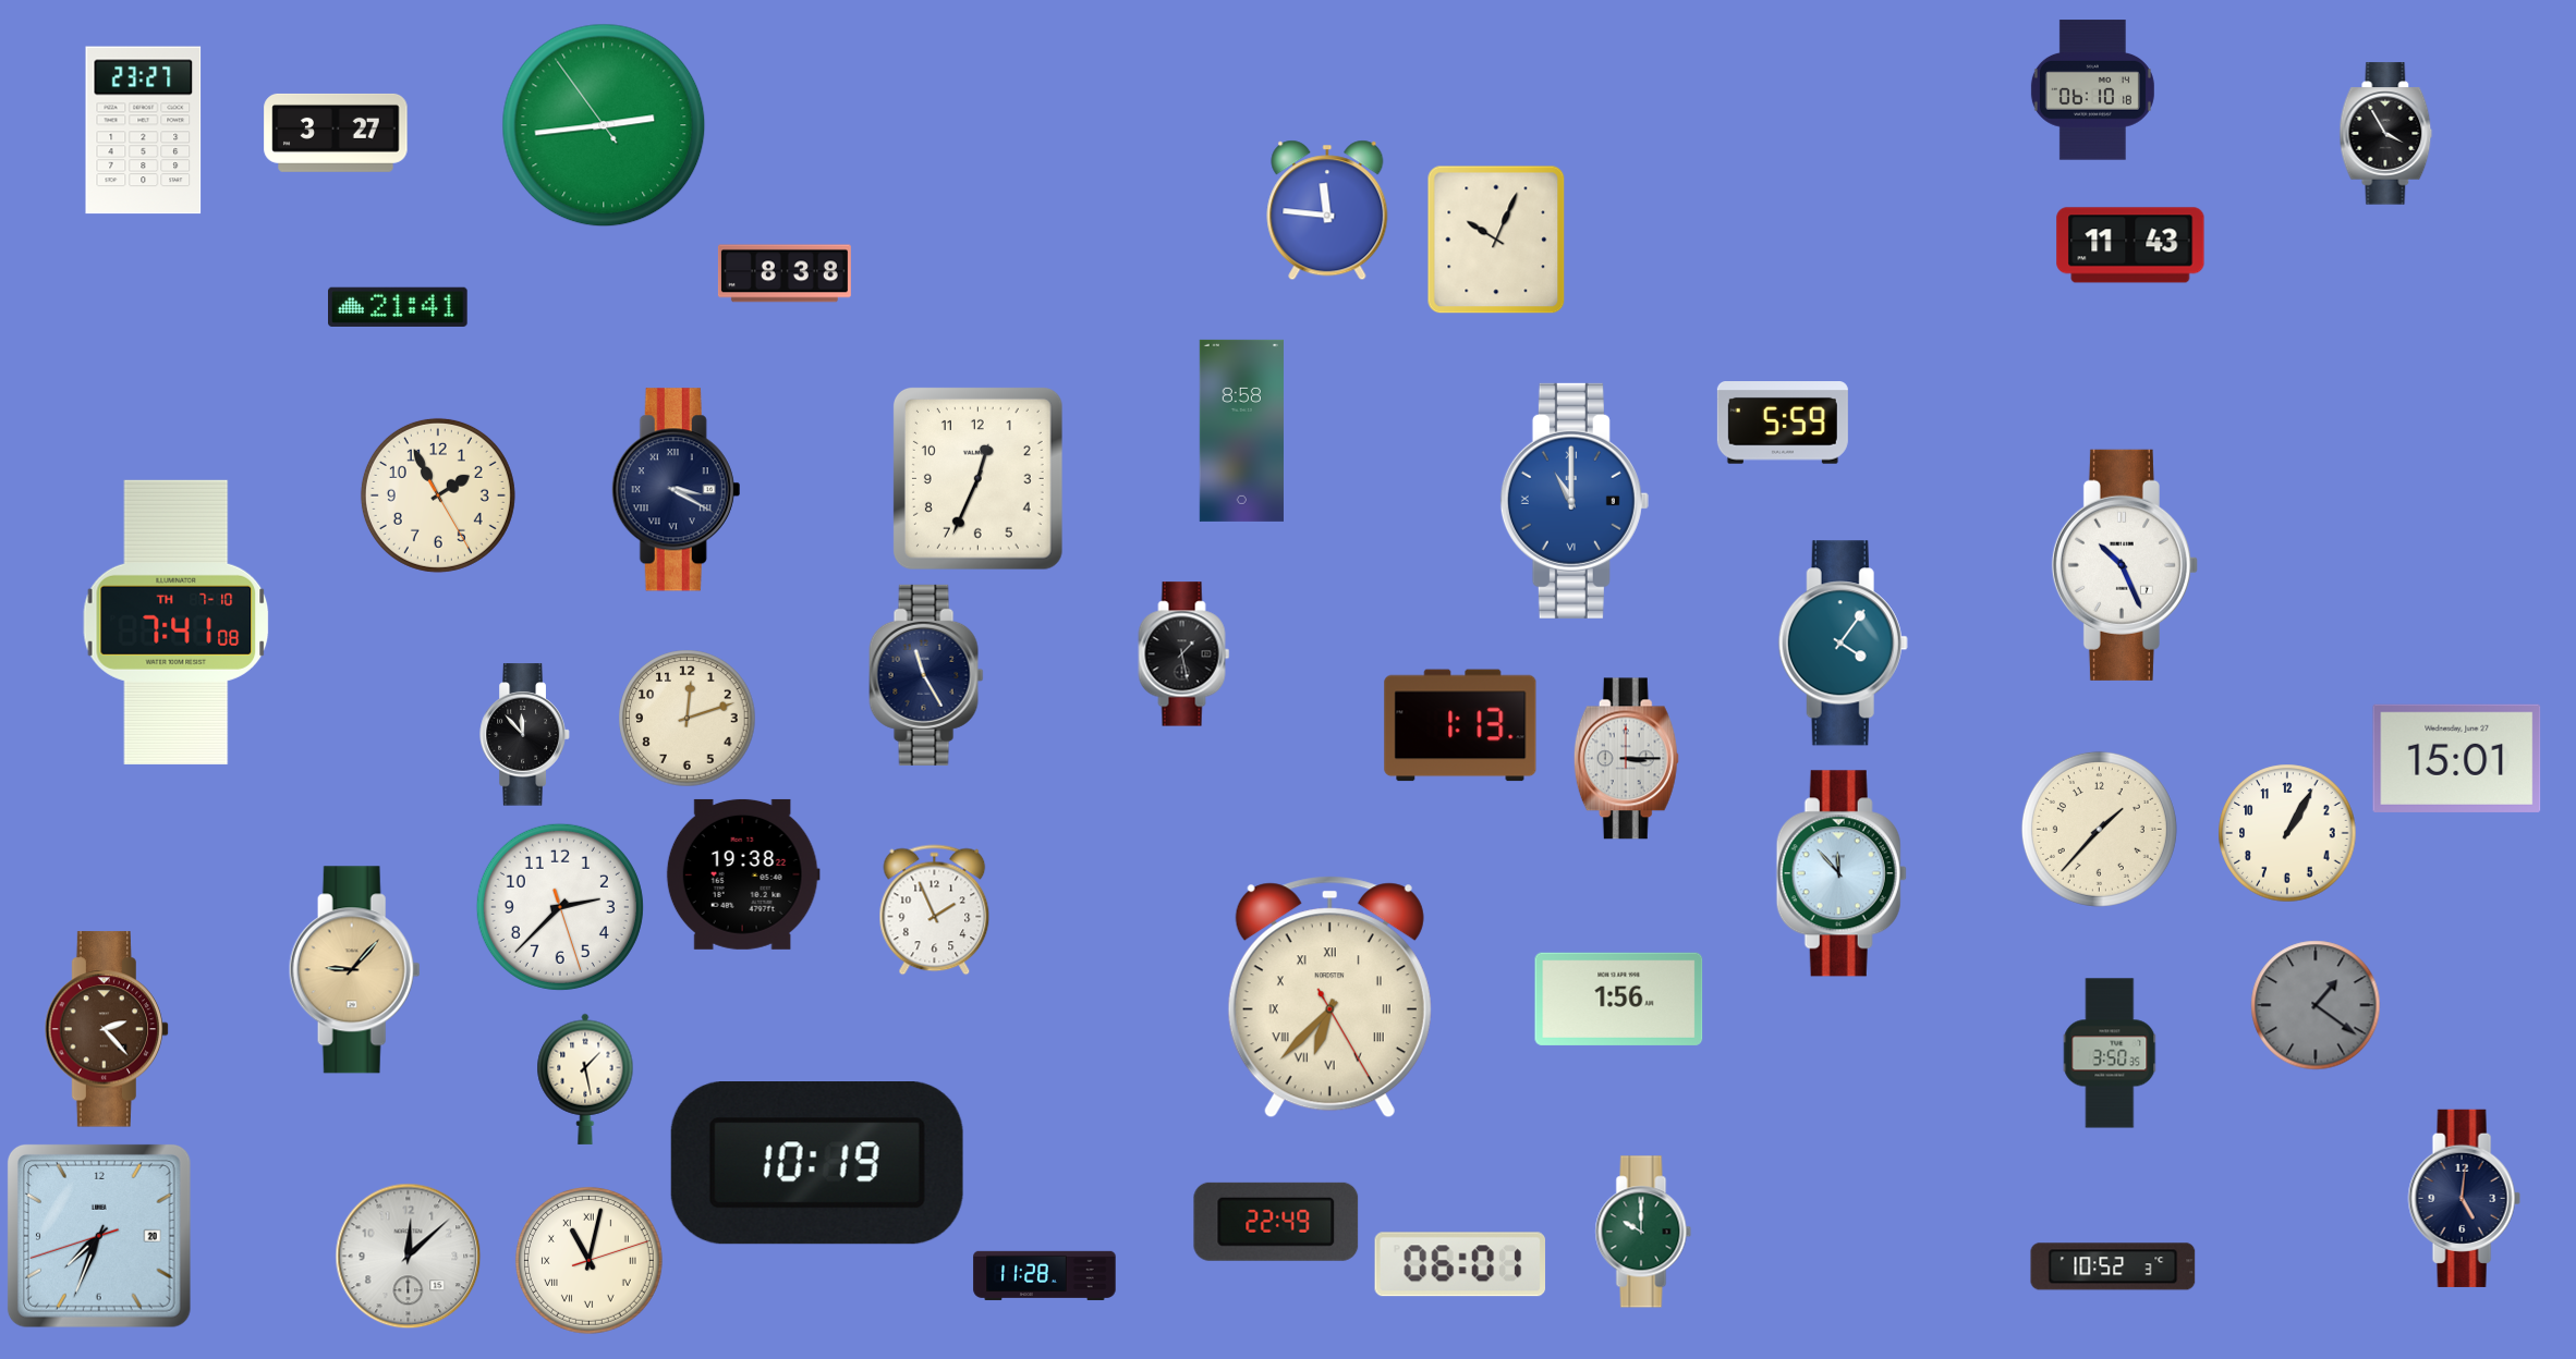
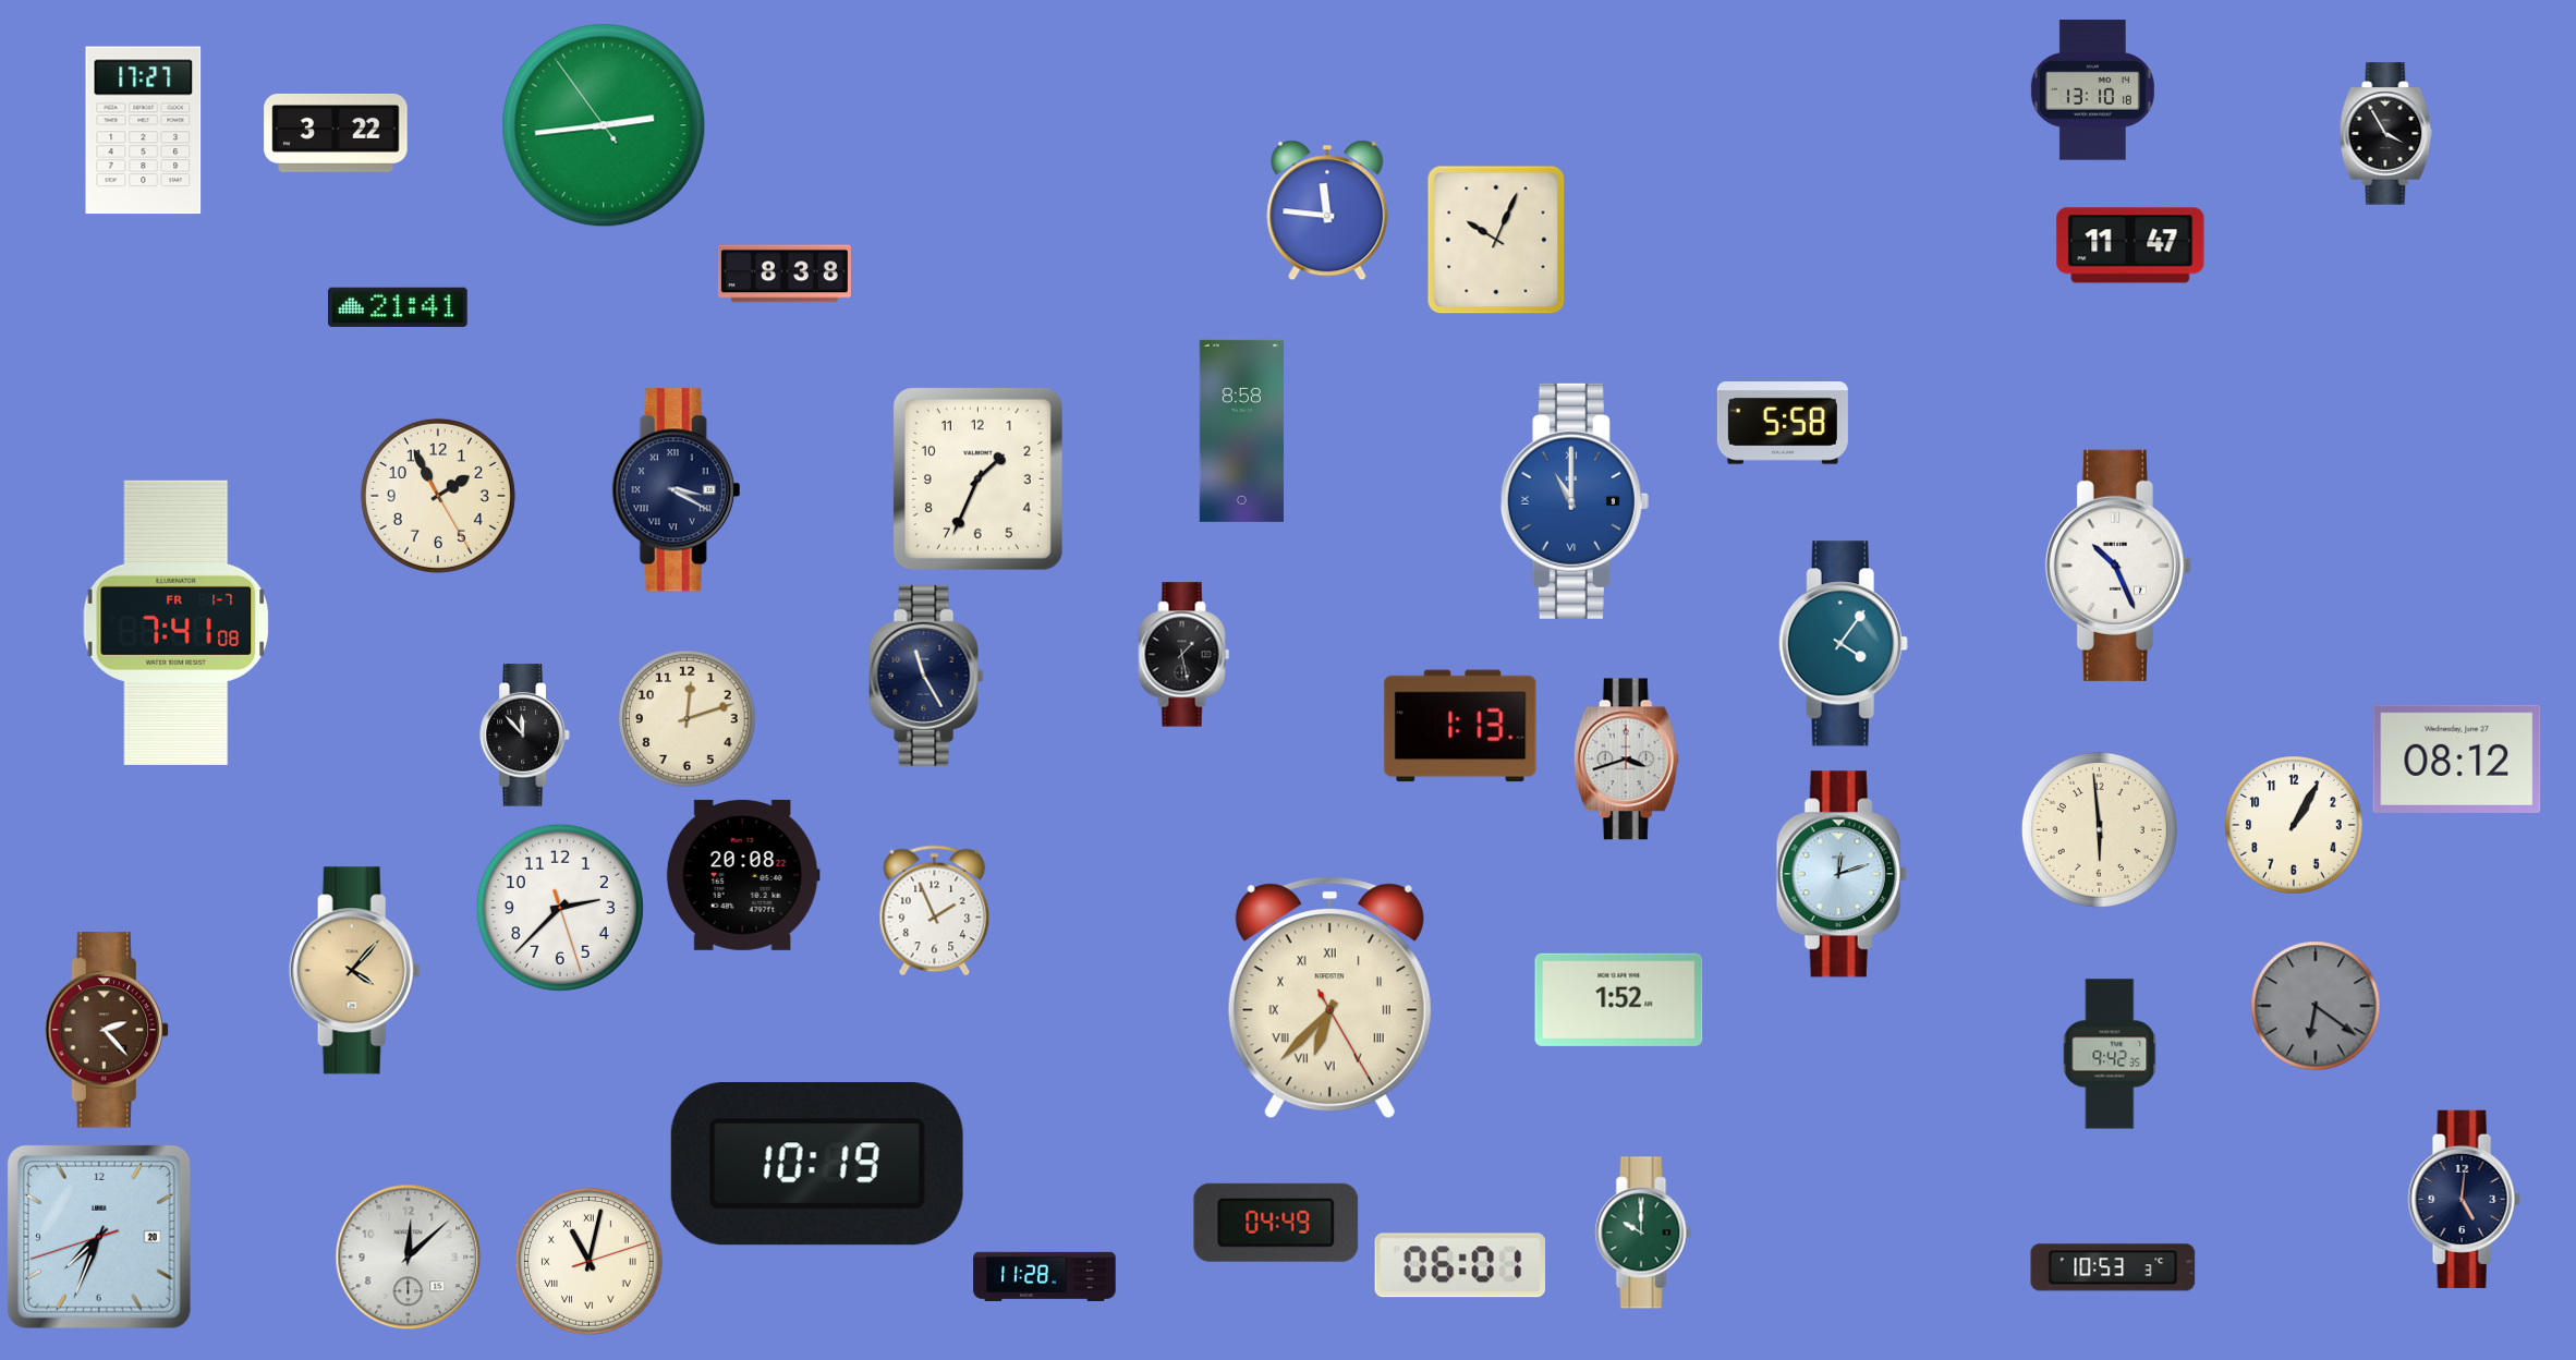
clock at (2092, 90): 06:10 -> 13:10
clock at (144, 131): 23:27 -> 17:27
clock at (336, 133): 3:27 -> 3:22
clock at (2130, 245): 11:43 -> 11:47
clock at (1783, 424): 5:59 -> 5:58
clock at (977, 478): 12:34 -> 1:34
clock at (2125, 565) position: (2125, 565) -> (2118, 566)
clock at (177, 622) date: TH 7-10 -> FR 1-7
clock at (2457, 758): 15:01 -> 08:12
clock at (1626, 759): 3:15 -> 3:42
clock at (2099, 829): 1:37 -> 5:59
clock at (2287, 833) position: (2287, 833) -> (2294, 825)
clock at (1842, 873): 11:53 -> 12:12
clock at (743, 874): 19:38 -> 20:08
clock at (354, 970): 9:07 -> 4:07
clock at (1619, 999): 1:56 -> 1:52
clock at (2316, 1005): 1:21 -> 6:21
clock at (2111, 1053): 3:50 -> 9:42
clock at (585, 1079): 1:28 -> none
clock at (1276, 1222): 22:49 -> 04:49
clock at (2113, 1266): 10:52 -> 10:53
